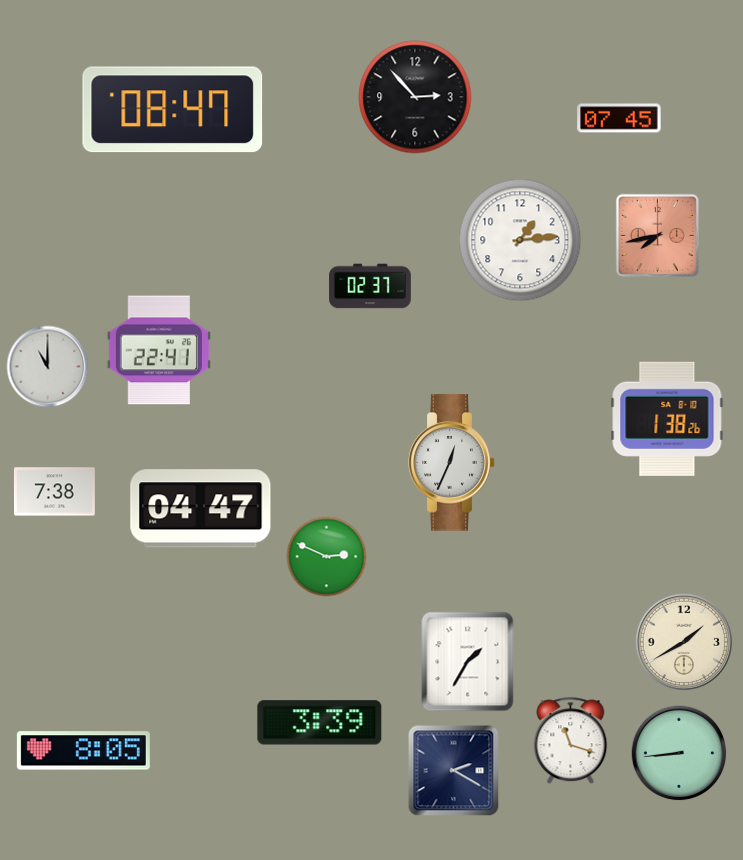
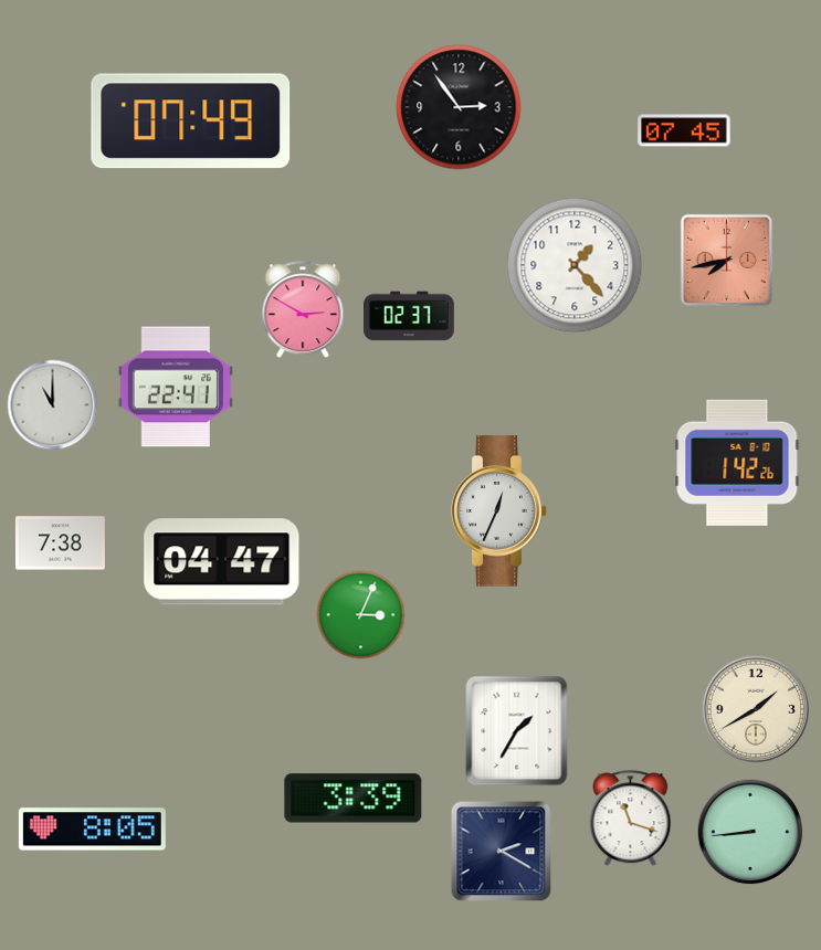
clock at (415, 97): 2:53 -> 2:54
clock at (173, 110): 08:47 -> 07:49
clock at (520, 240): 1:14 -> 1:23
clock at (303, 310): none -> 2:50
clock at (667, 419): 1:38 -> 1:42
clock at (327, 557): 2:49 -> 3:04
